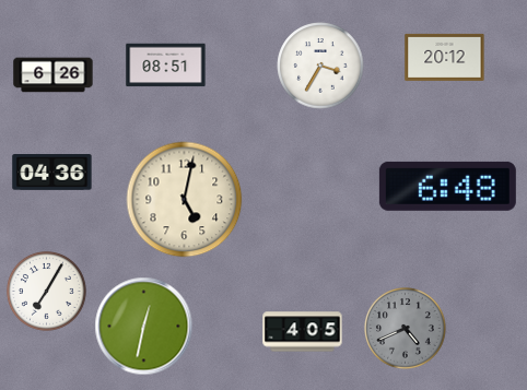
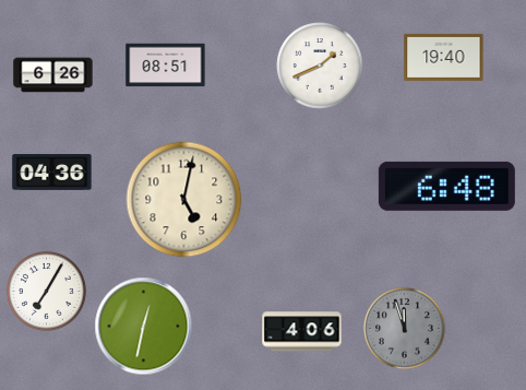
clock at (445, 57): 20:12 -> 19:40
clock at (320, 66): 3:35 -> 1:41
clock at (406, 329): 4:41 -> 11:57
clock at (303, 332): 4:05 -> 4:06
